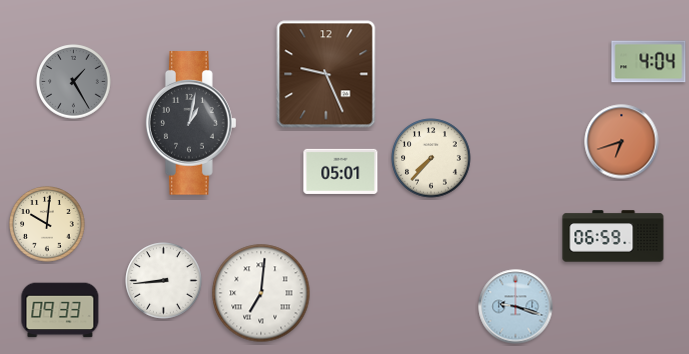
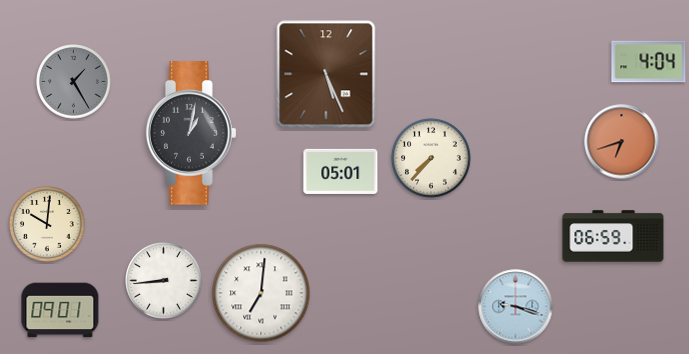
clock at (326, 74): 9:26 -> 5:26
clock at (192, 123) position: (192, 123) -> (192, 133)
clock at (60, 310): 09:33 -> 09:01
